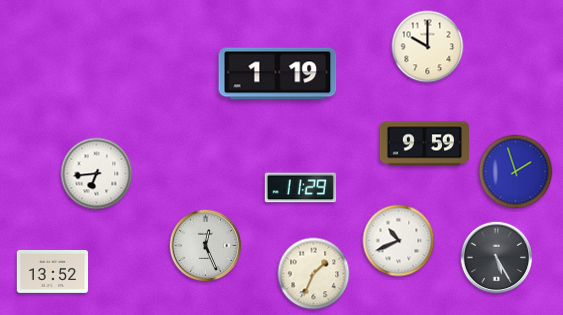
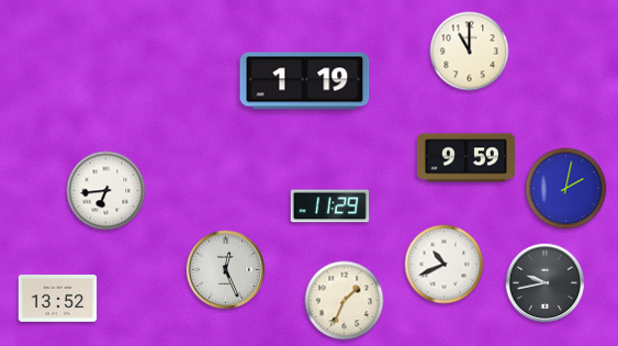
clock at (428, 47): 10:00 -> 11:00
clock at (516, 172): 1:57 -> 2:02
clock at (399, 241) position: (399, 241) -> (445, 265)
clock at (497, 258): 5:25 -> 9:43
